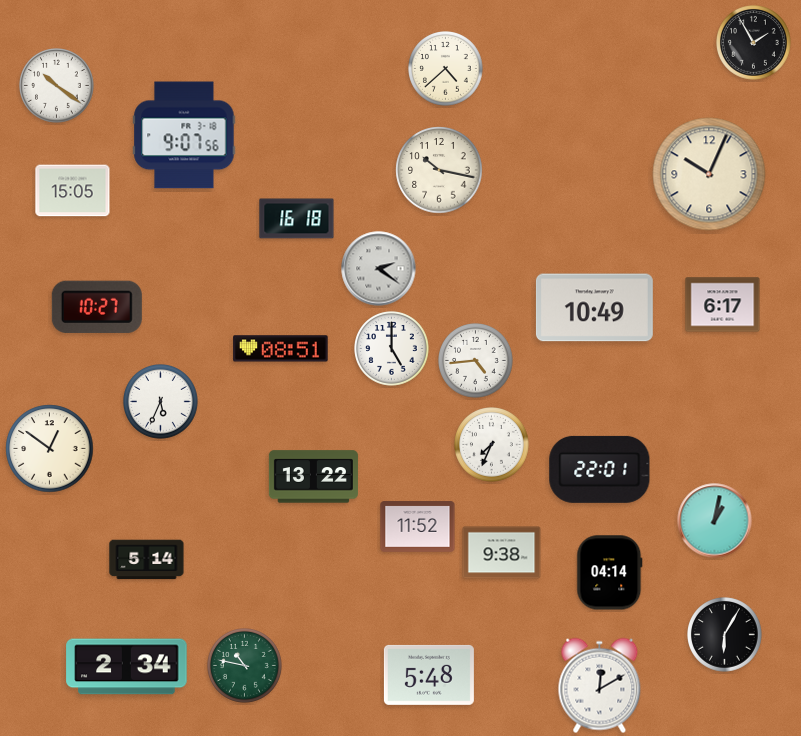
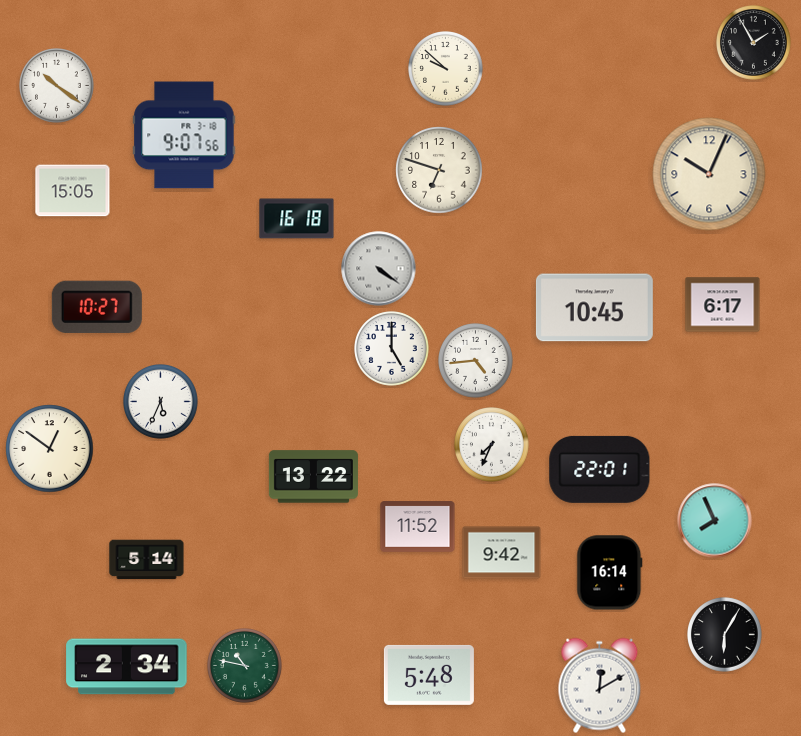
clock at (446, 69): 4:38 -> 9:52
clock at (439, 170): 10:17 -> 6:48
clock at (379, 269): 2:21 -> 4:21
clock at (594, 308): 10:49 -> 10:45
clock at (281, 349): 08:51 -> none
clock at (715, 521): 1:02 -> 7:56
clock at (502, 553): 9:38 -> 9:42
clock at (610, 573): 04:14 -> 16:14
